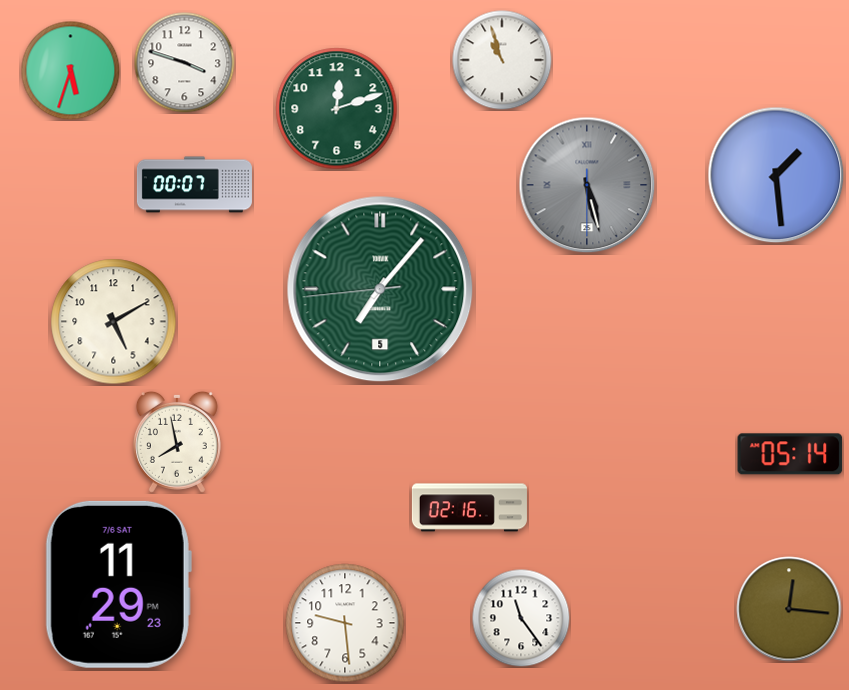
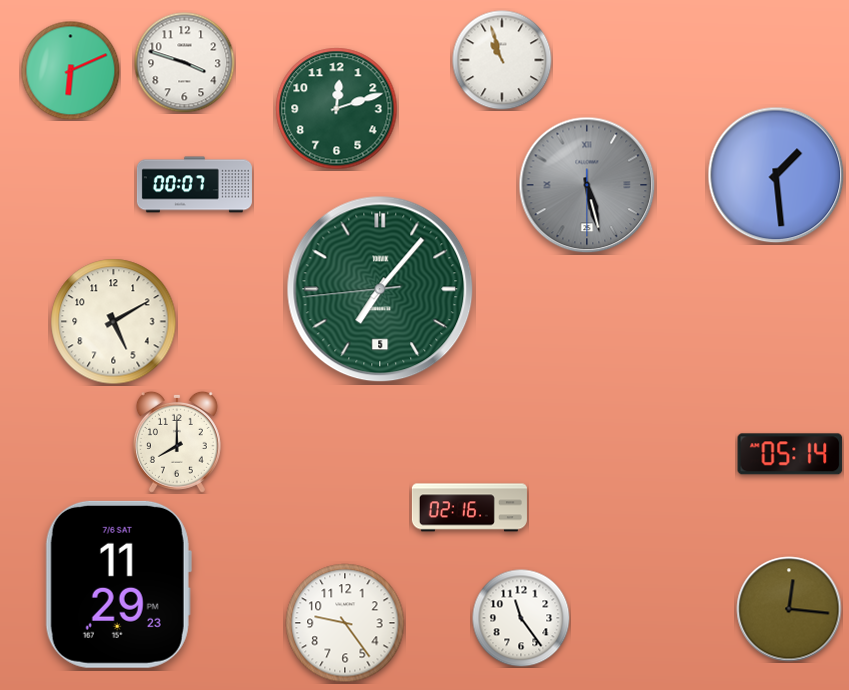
clock at (71, 71): 5:33 -> 6:11
clock at (177, 442): 7:58 -> 8:00
clock at (345, 623): 9:29 -> 9:24
